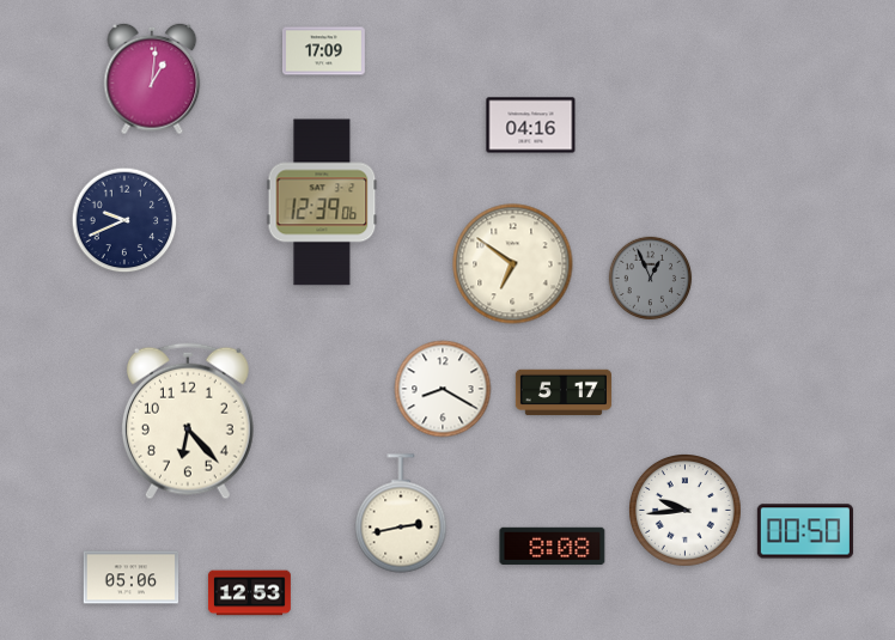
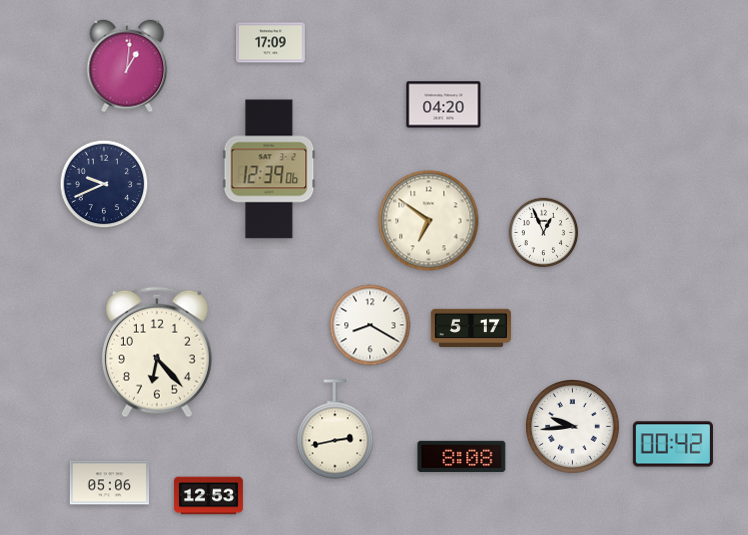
clock at (531, 126): 04:16 -> 04:20
clock at (651, 279) dial: grey -> white
clock at (805, 531): 00:50 -> 00:42
